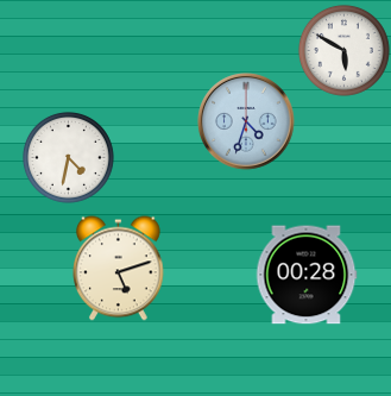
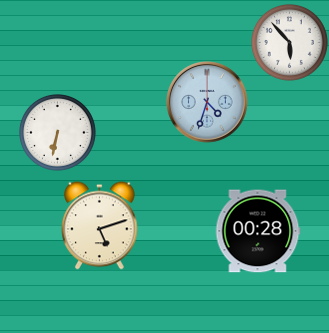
clock at (343, 50): 5:50 -> 5:53
clock at (68, 157): 4:32 -> 6:32
